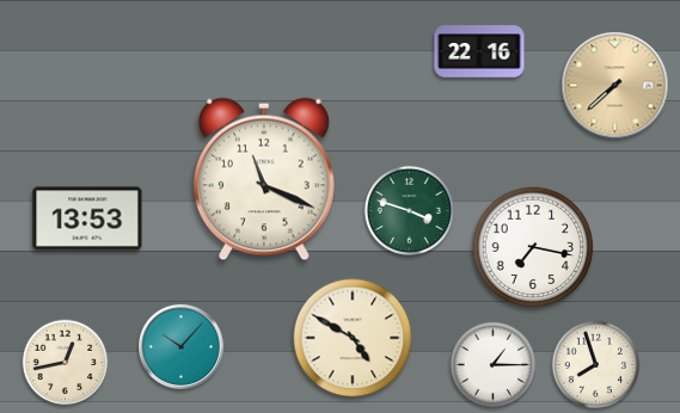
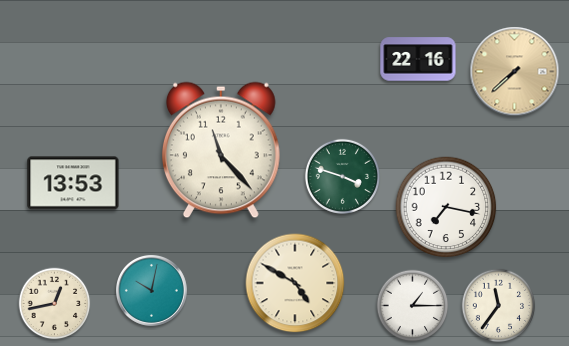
clock at (479, 51) position: (479, 51) -> (418, 59)
clock at (264, 179): 11:19 -> 11:23
clock at (180, 346): 10:07 -> 10:02
clock at (596, 365): 7:57 -> 11:36
